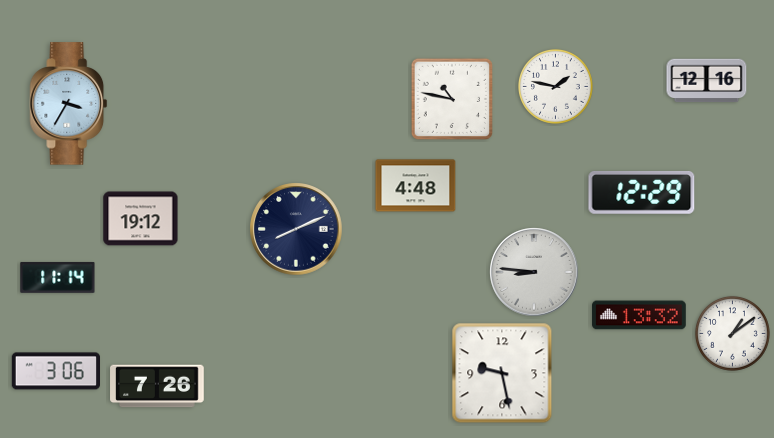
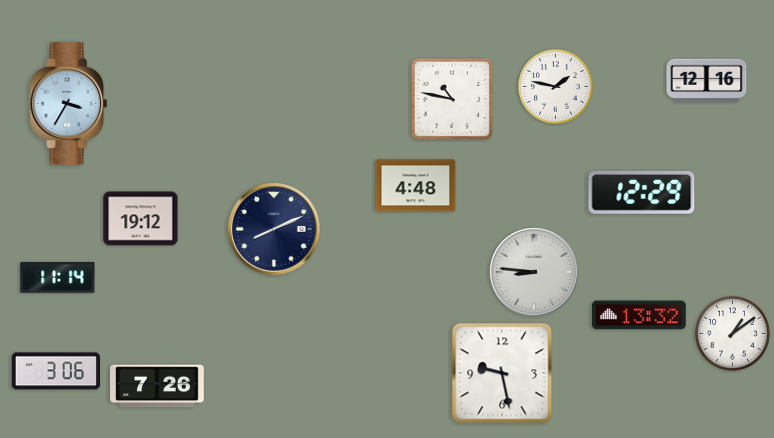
clock at (296, 229) position: (296, 229) -> (274, 229)
